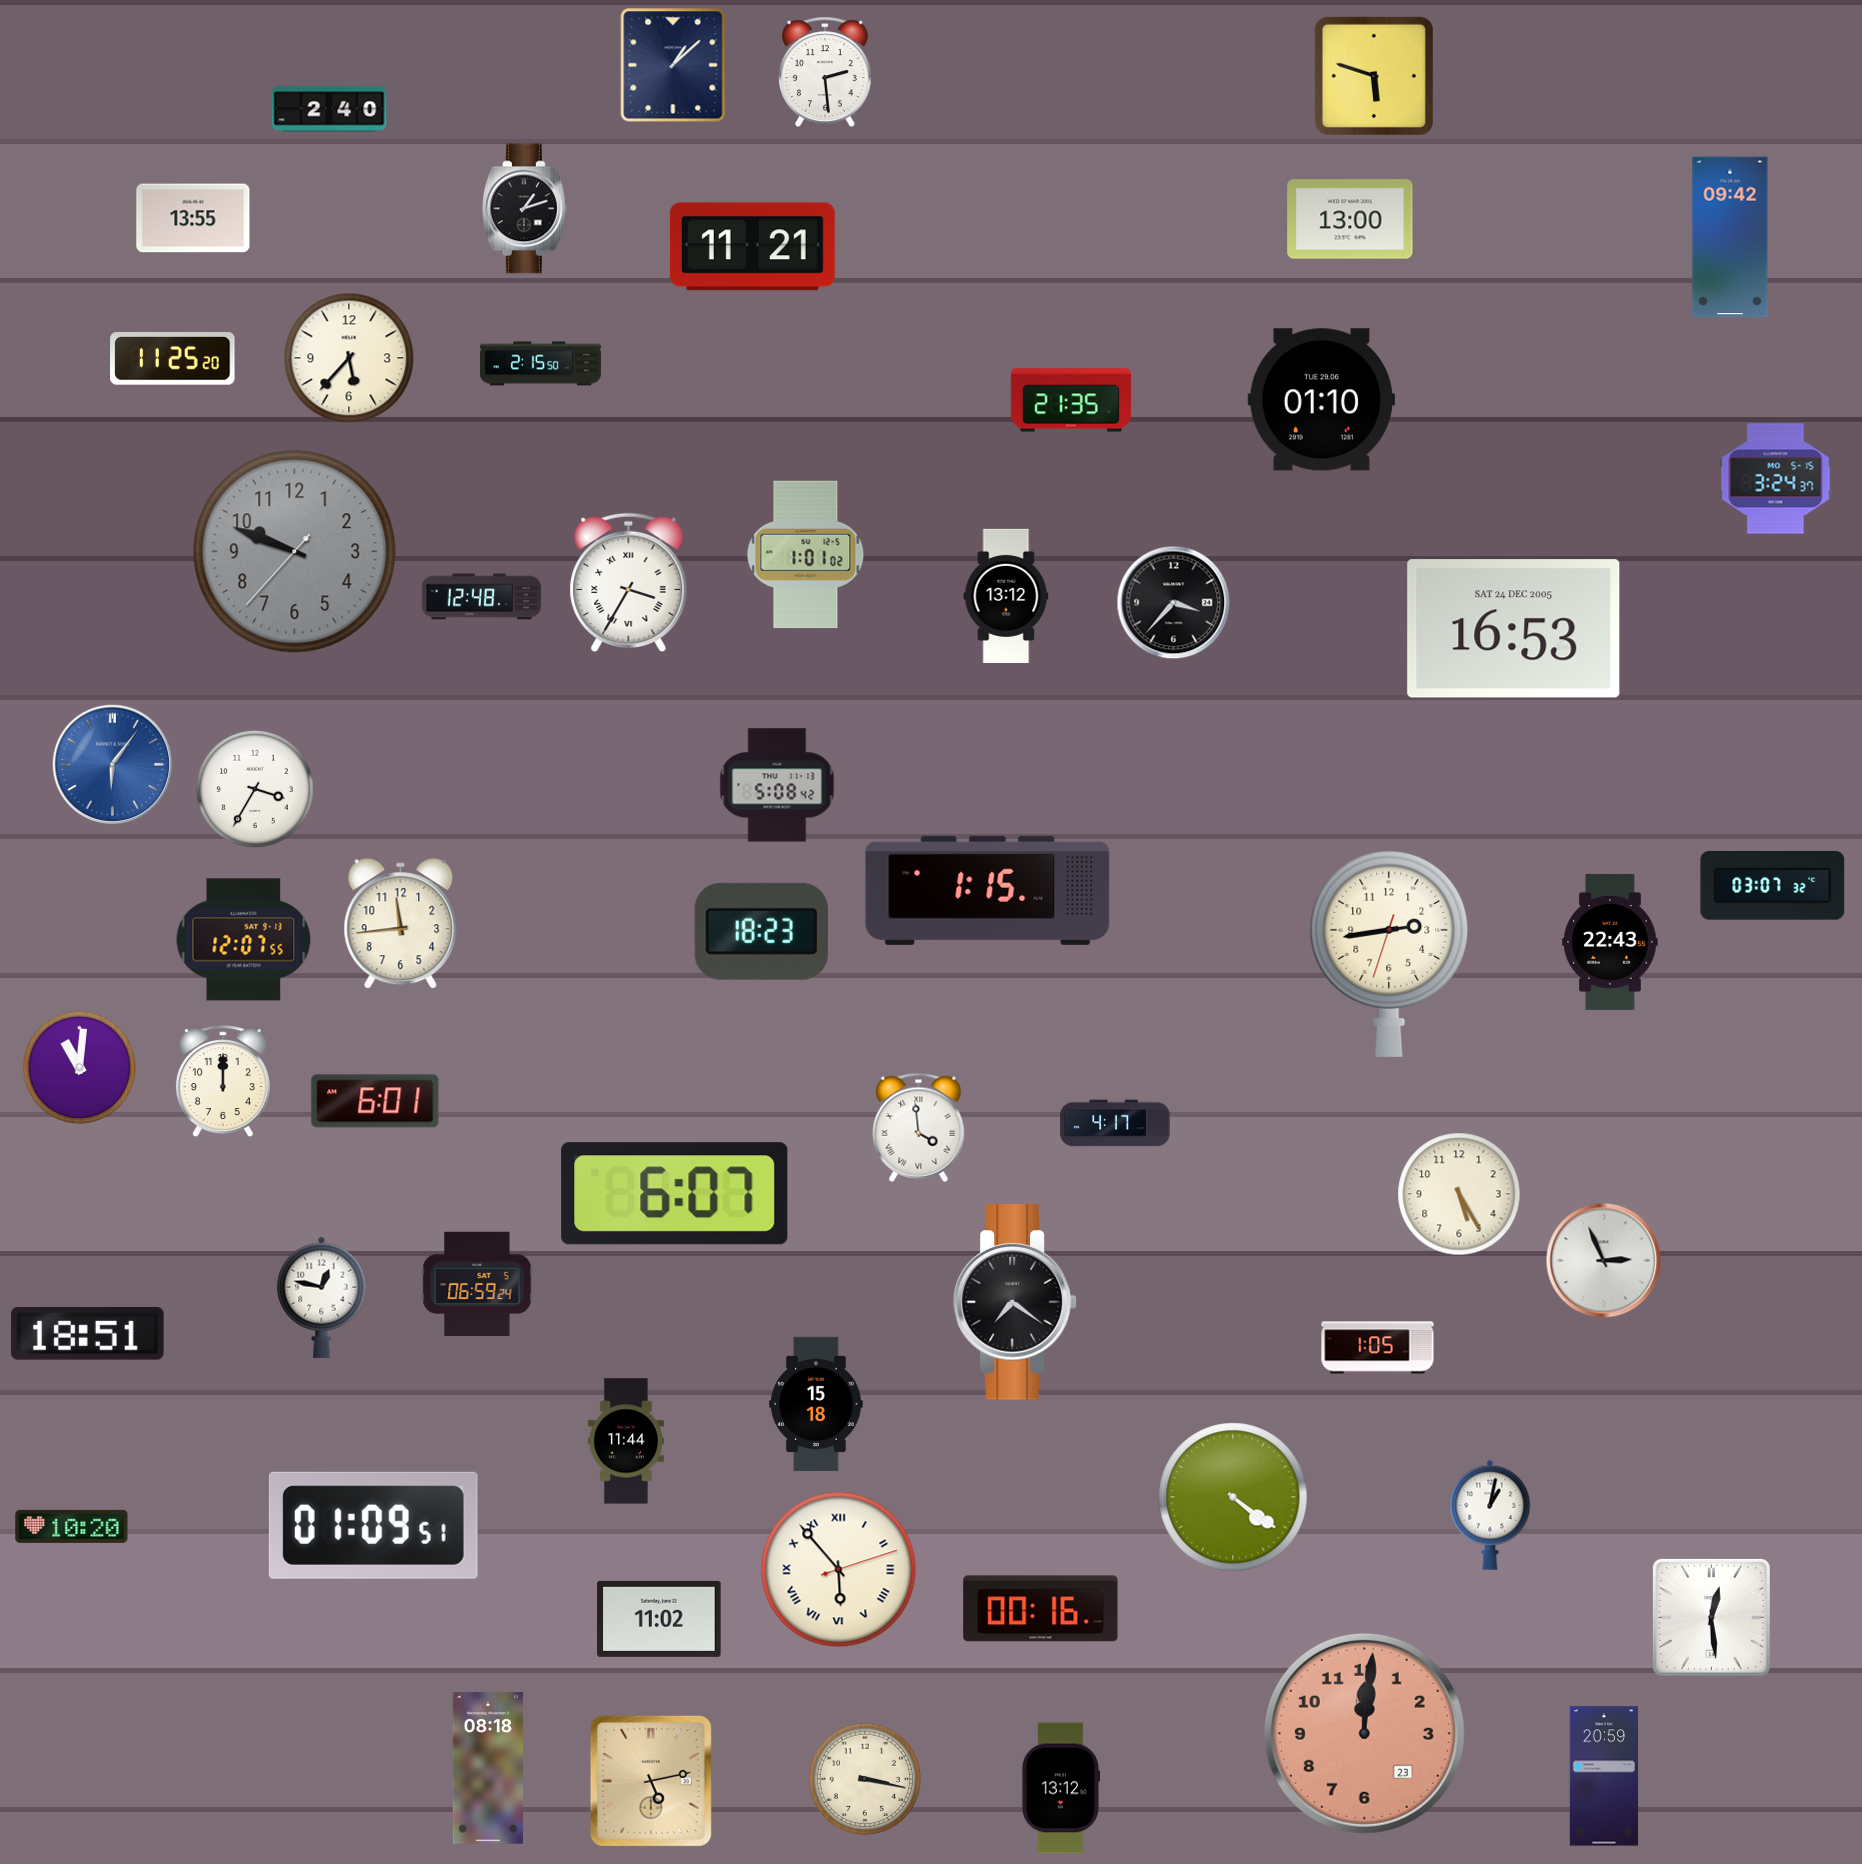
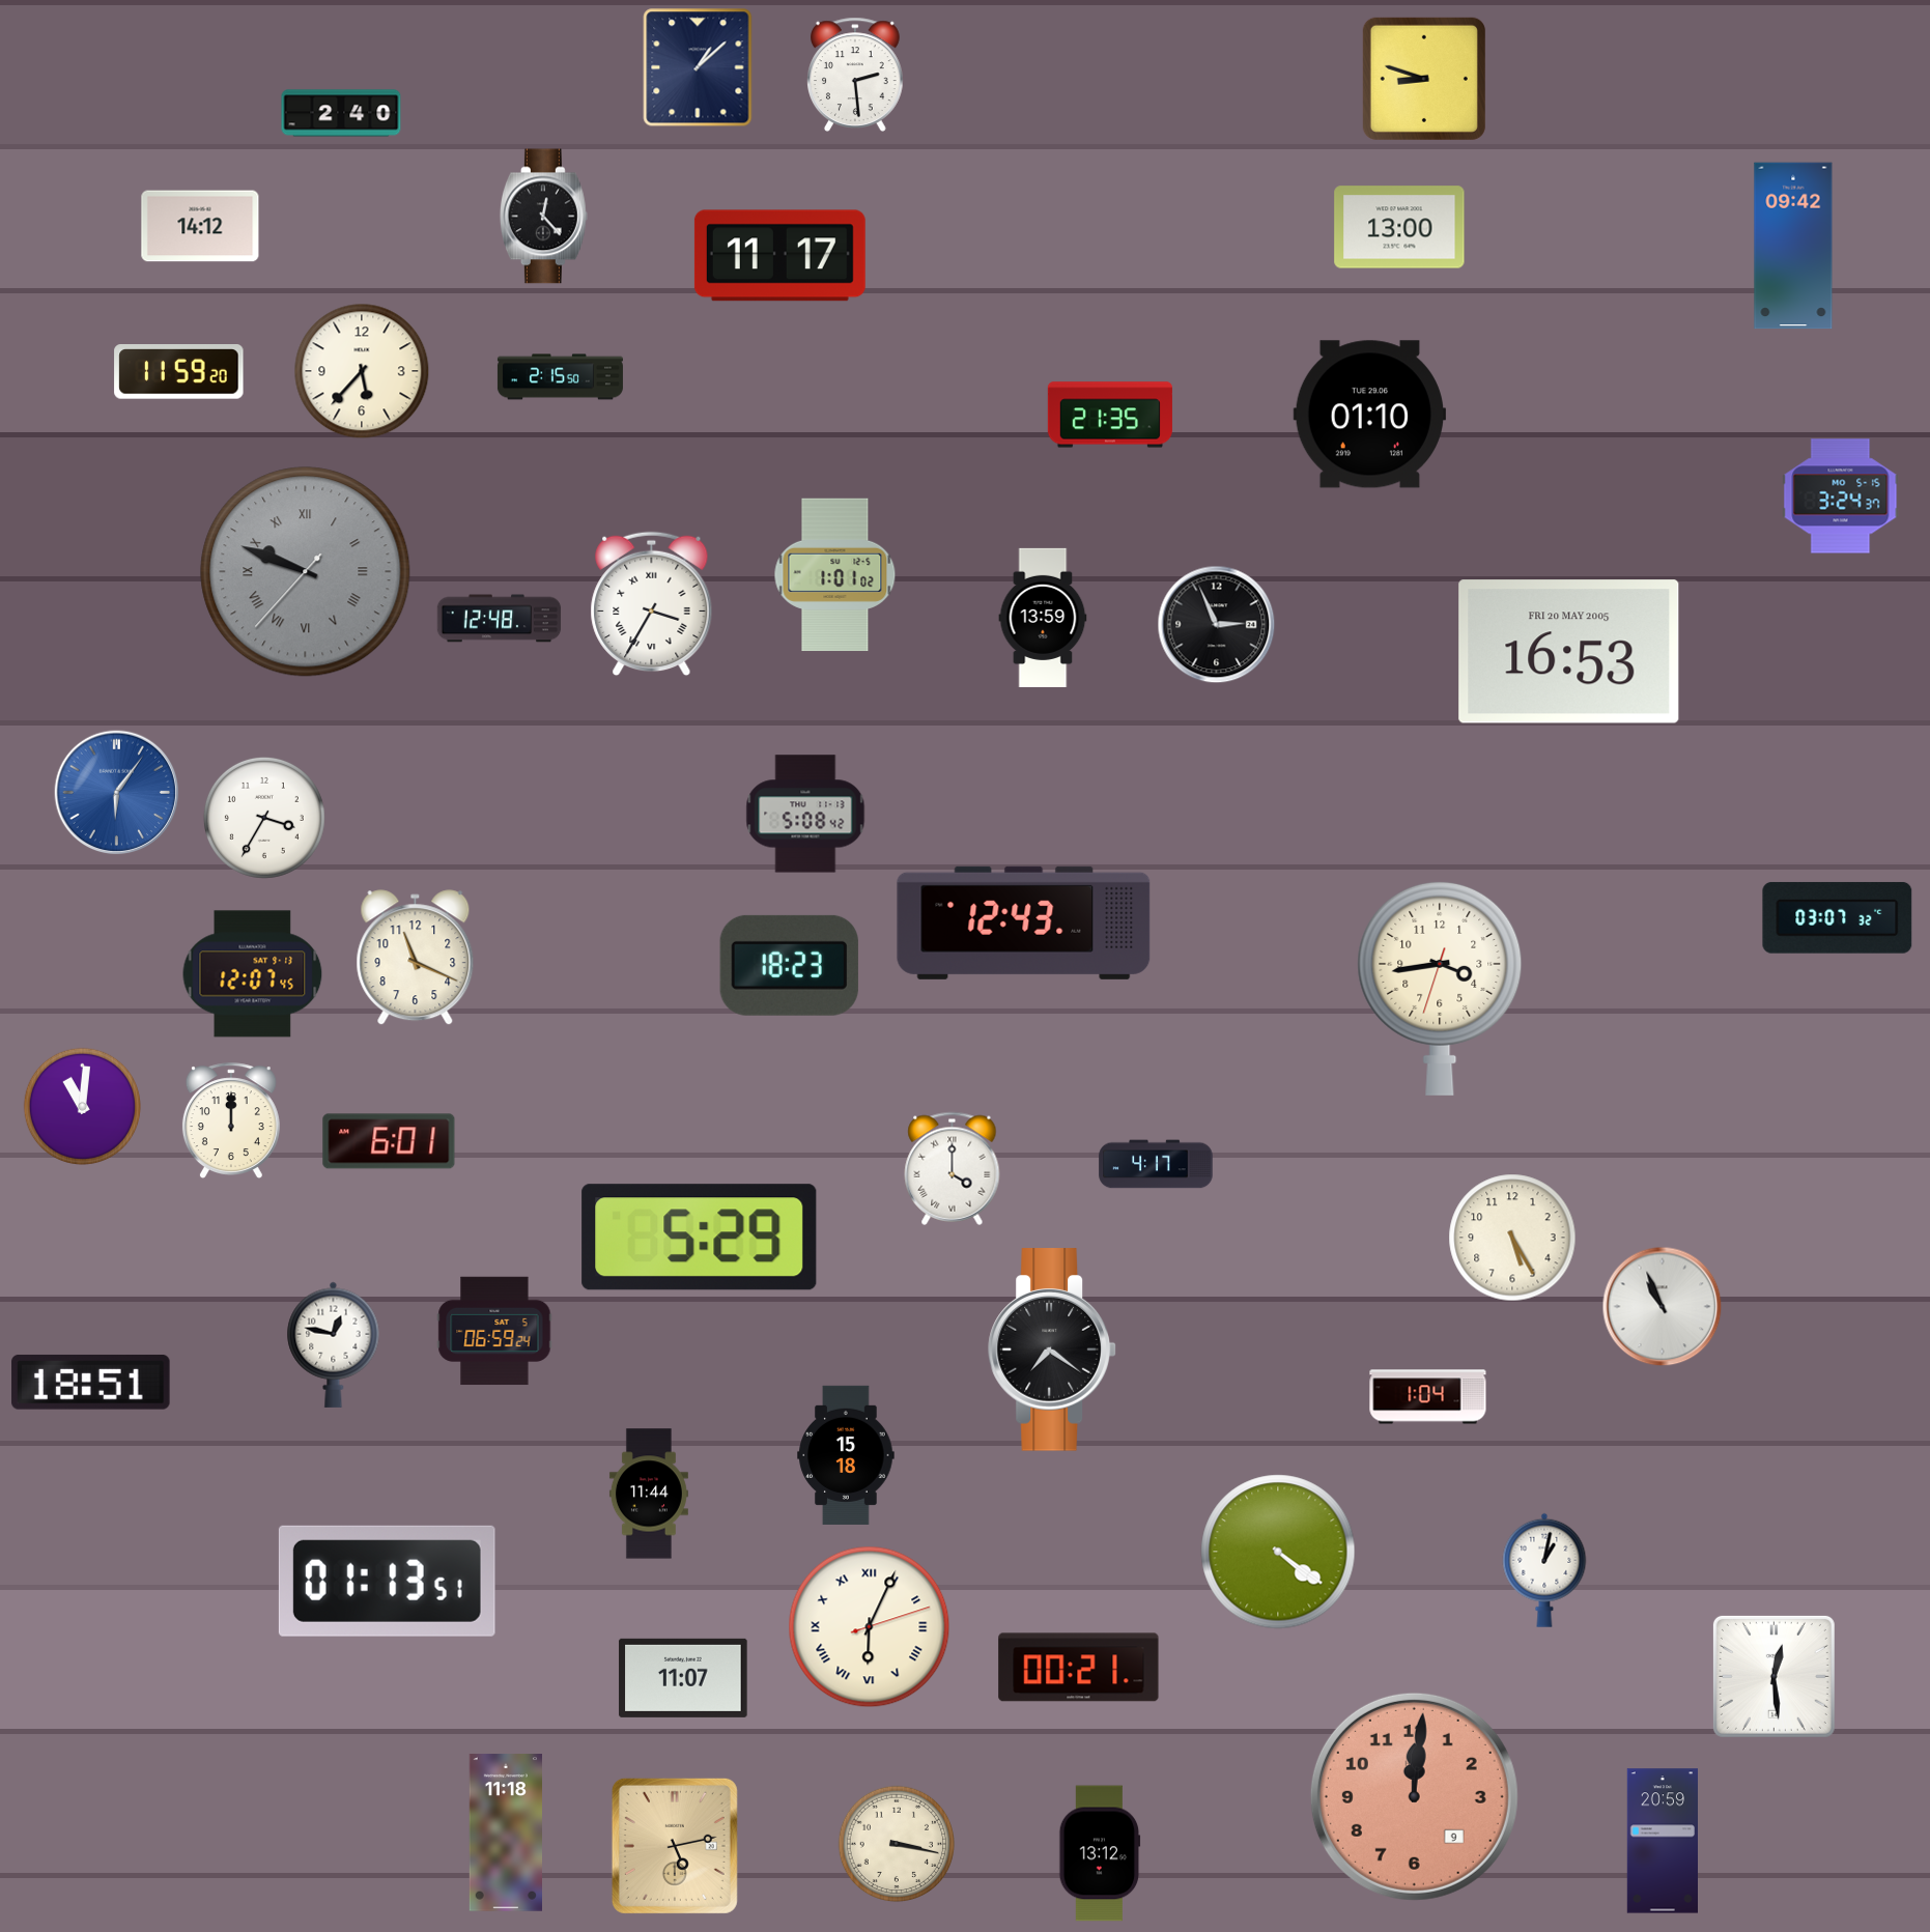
clock at (1374, 76): 5:48 -> 8:48
clock at (524, 209): 1:12 -> 12:23
clock at (193, 218): 13:55 -> 14:12
clock at (752, 247): 11:21 -> 11:17
clock at (173, 359): 11:25 -> 11:59
clock at (295, 552) numerals: Arabic -> Roman
clock at (1006, 596): 13:12 -> 13:59
clock at (1174, 603): 3:37 -> 2:56
clock at (1514, 629) date: SAT 24 DEC 2005 -> FRI 20 MAY 2005
clock at (988, 890): 1:15 -> 12:43
clock at (401, 924): 11:44 -> 11:19
clock at (244, 940): 12:07:55 -> 12:07:45
clock at (1610, 942): 22:43 -> none
clock at (1389, 953): 2:43 -> 3:43
clock at (919, 1127): 3:59 -> 4:00
clock at (675, 1194): 6:07 -> 5:29
clock at (1604, 1261): 2:56 -> 10:56
clock at (1378, 1348): 1:05 -> 1:04
clock at (373, 1525): 01:09 -> 01:13
clock at (72, 1526): 10:20 -> none
clock at (839, 1570): 5:53 -> 6:04
clock at (1041, 1609): 00:16 -> 00:21
clock at (659, 1619): 11:02 -> 11:07
clock at (1364, 1733) date: 23 -> 9
clock at (487, 1768): 08:18 -> 11:18
